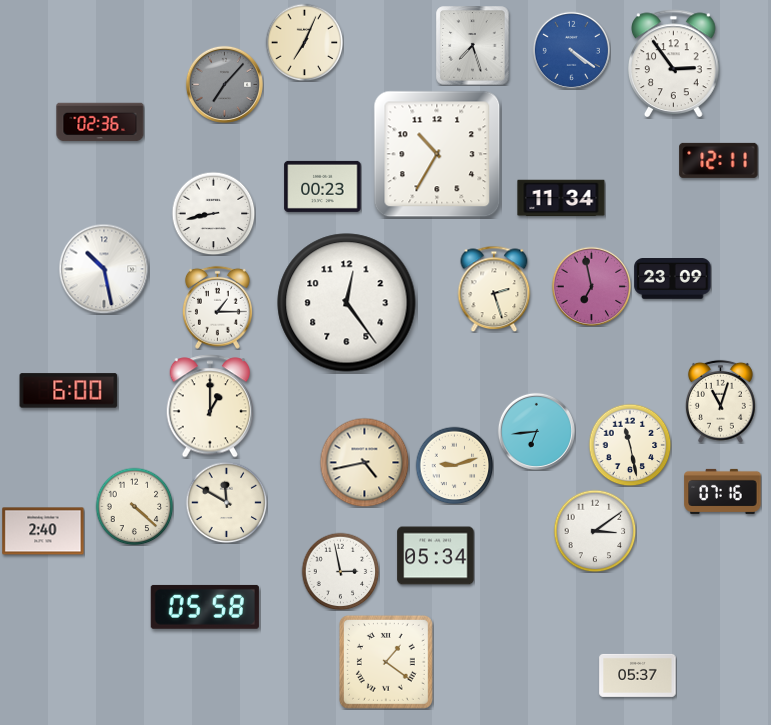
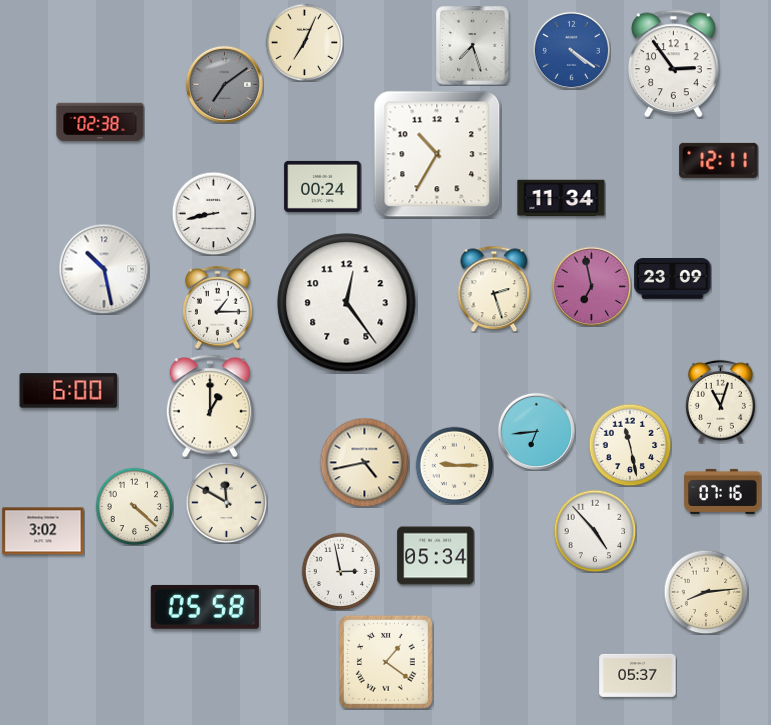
clock at (224, 84): 7:07 -> 7:09
clock at (100, 122): 02:36 -> 02:38
clock at (323, 186): 00:23 -> 00:24
clock at (454, 465): 9:12 -> 9:15
clock at (43, 531): 2:40 -> 3:02
clock at (595, 531): 3:09 -> 4:53
clock at (706, 592): none -> 8:14
